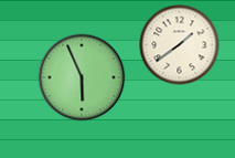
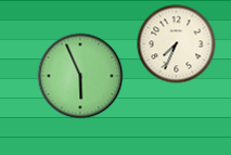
clock at (180, 45): 1:39 -> 7:34
